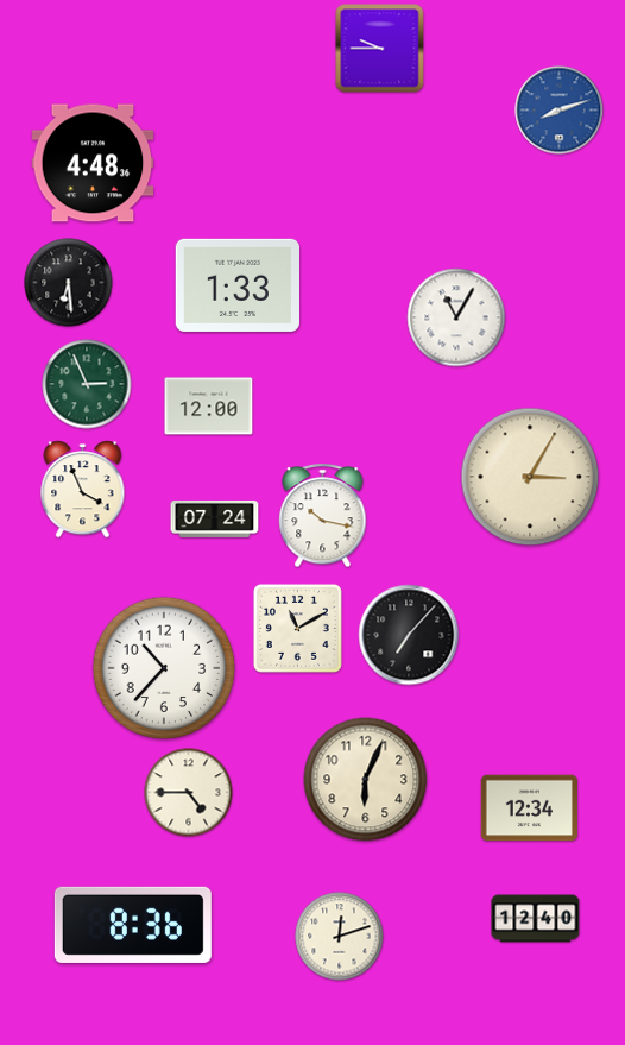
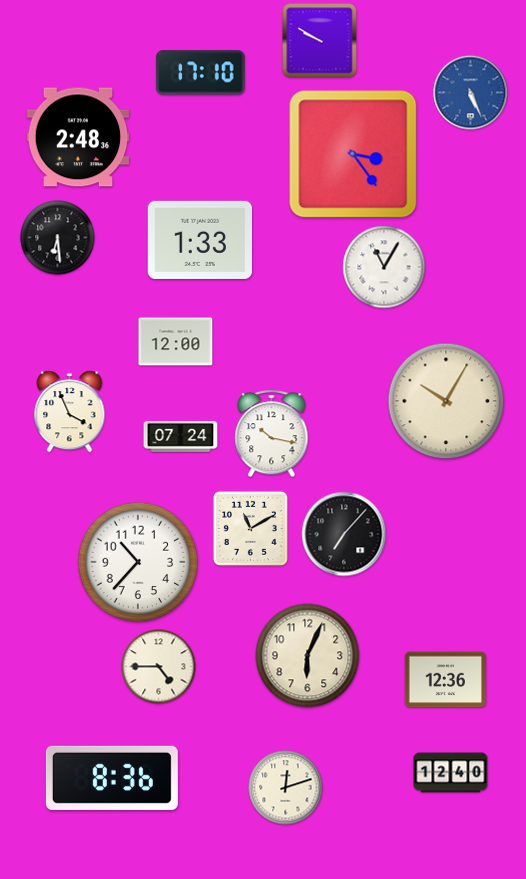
clock at (380, 49): 9:45 -> 9:50
clock at (201, 73): none -> 17:10
clock at (560, 111): 8:12 -> 5:26
clock at (93, 163): 4:48 -> 2:48
clock at (353, 154): none -> 3:24
clock at (87, 384): 2:56 -> none
clock at (530, 477): 3:05 -> 10:05
clock at (529, 808): 12:34 -> 12:36
